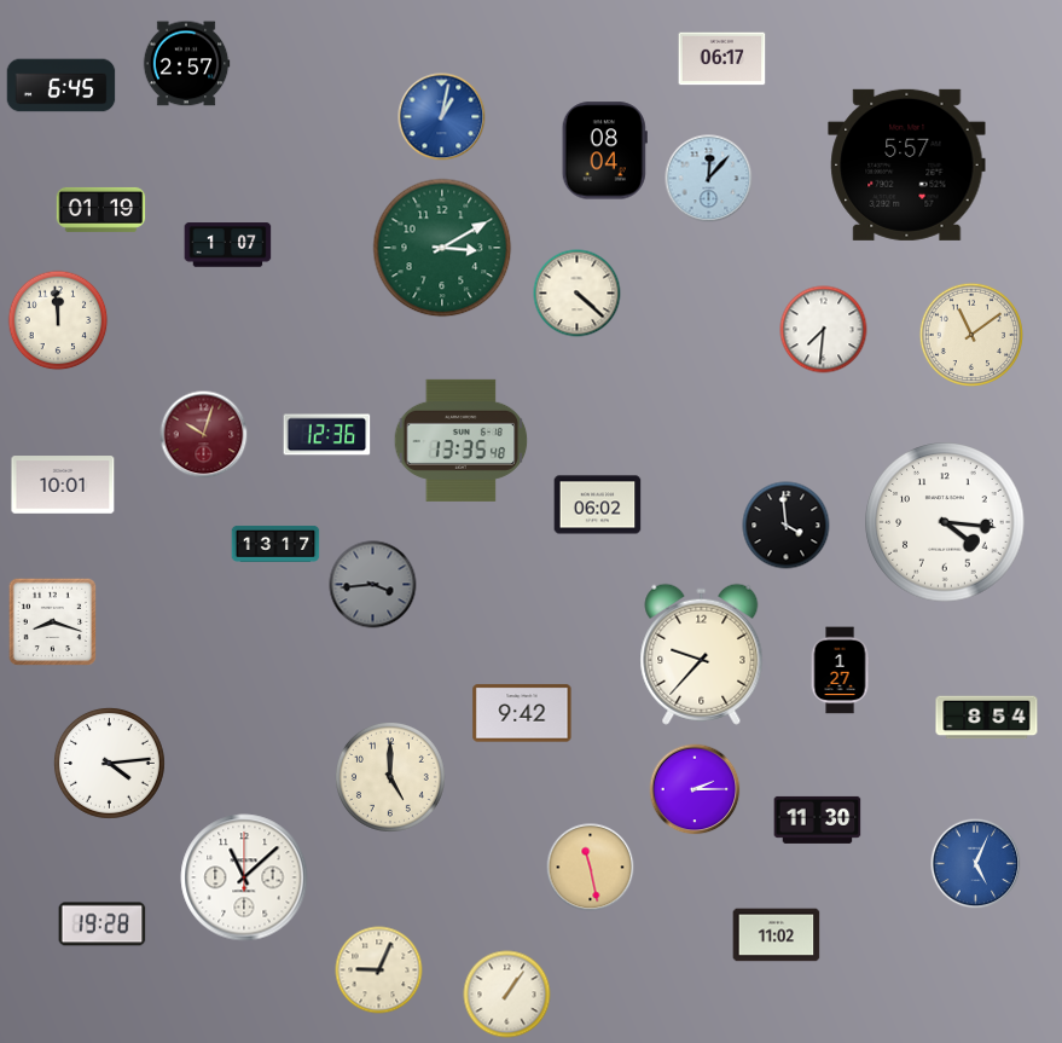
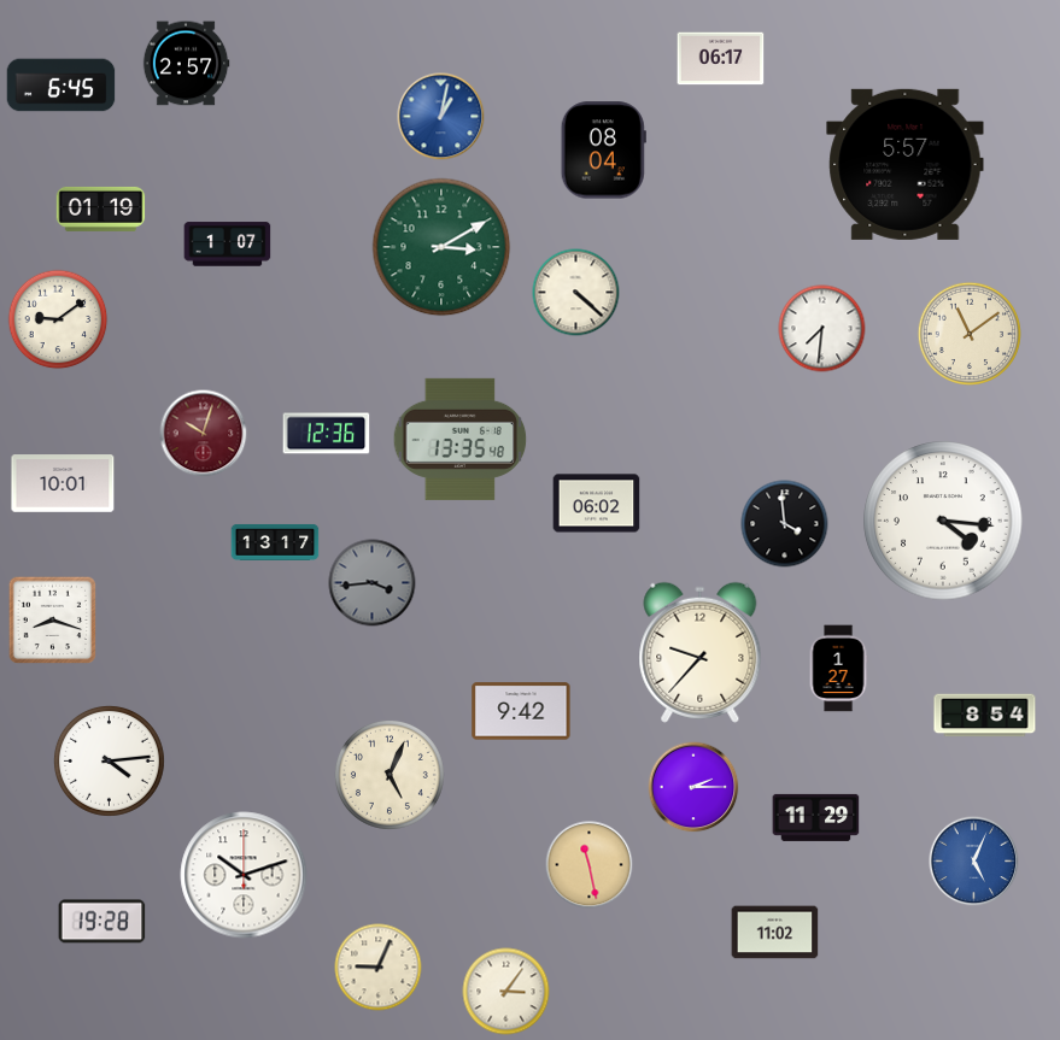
clock at (709, 179): 12:07 -> none
clock at (58, 320): 11:59 -> 9:09
clock at (390, 777): 5:00 -> 5:04
clock at (818, 819): 11:30 -> 11:29
clock at (244, 877): 11:08 -> 10:12
clock at (507, 995): 1:06 -> 3:06
